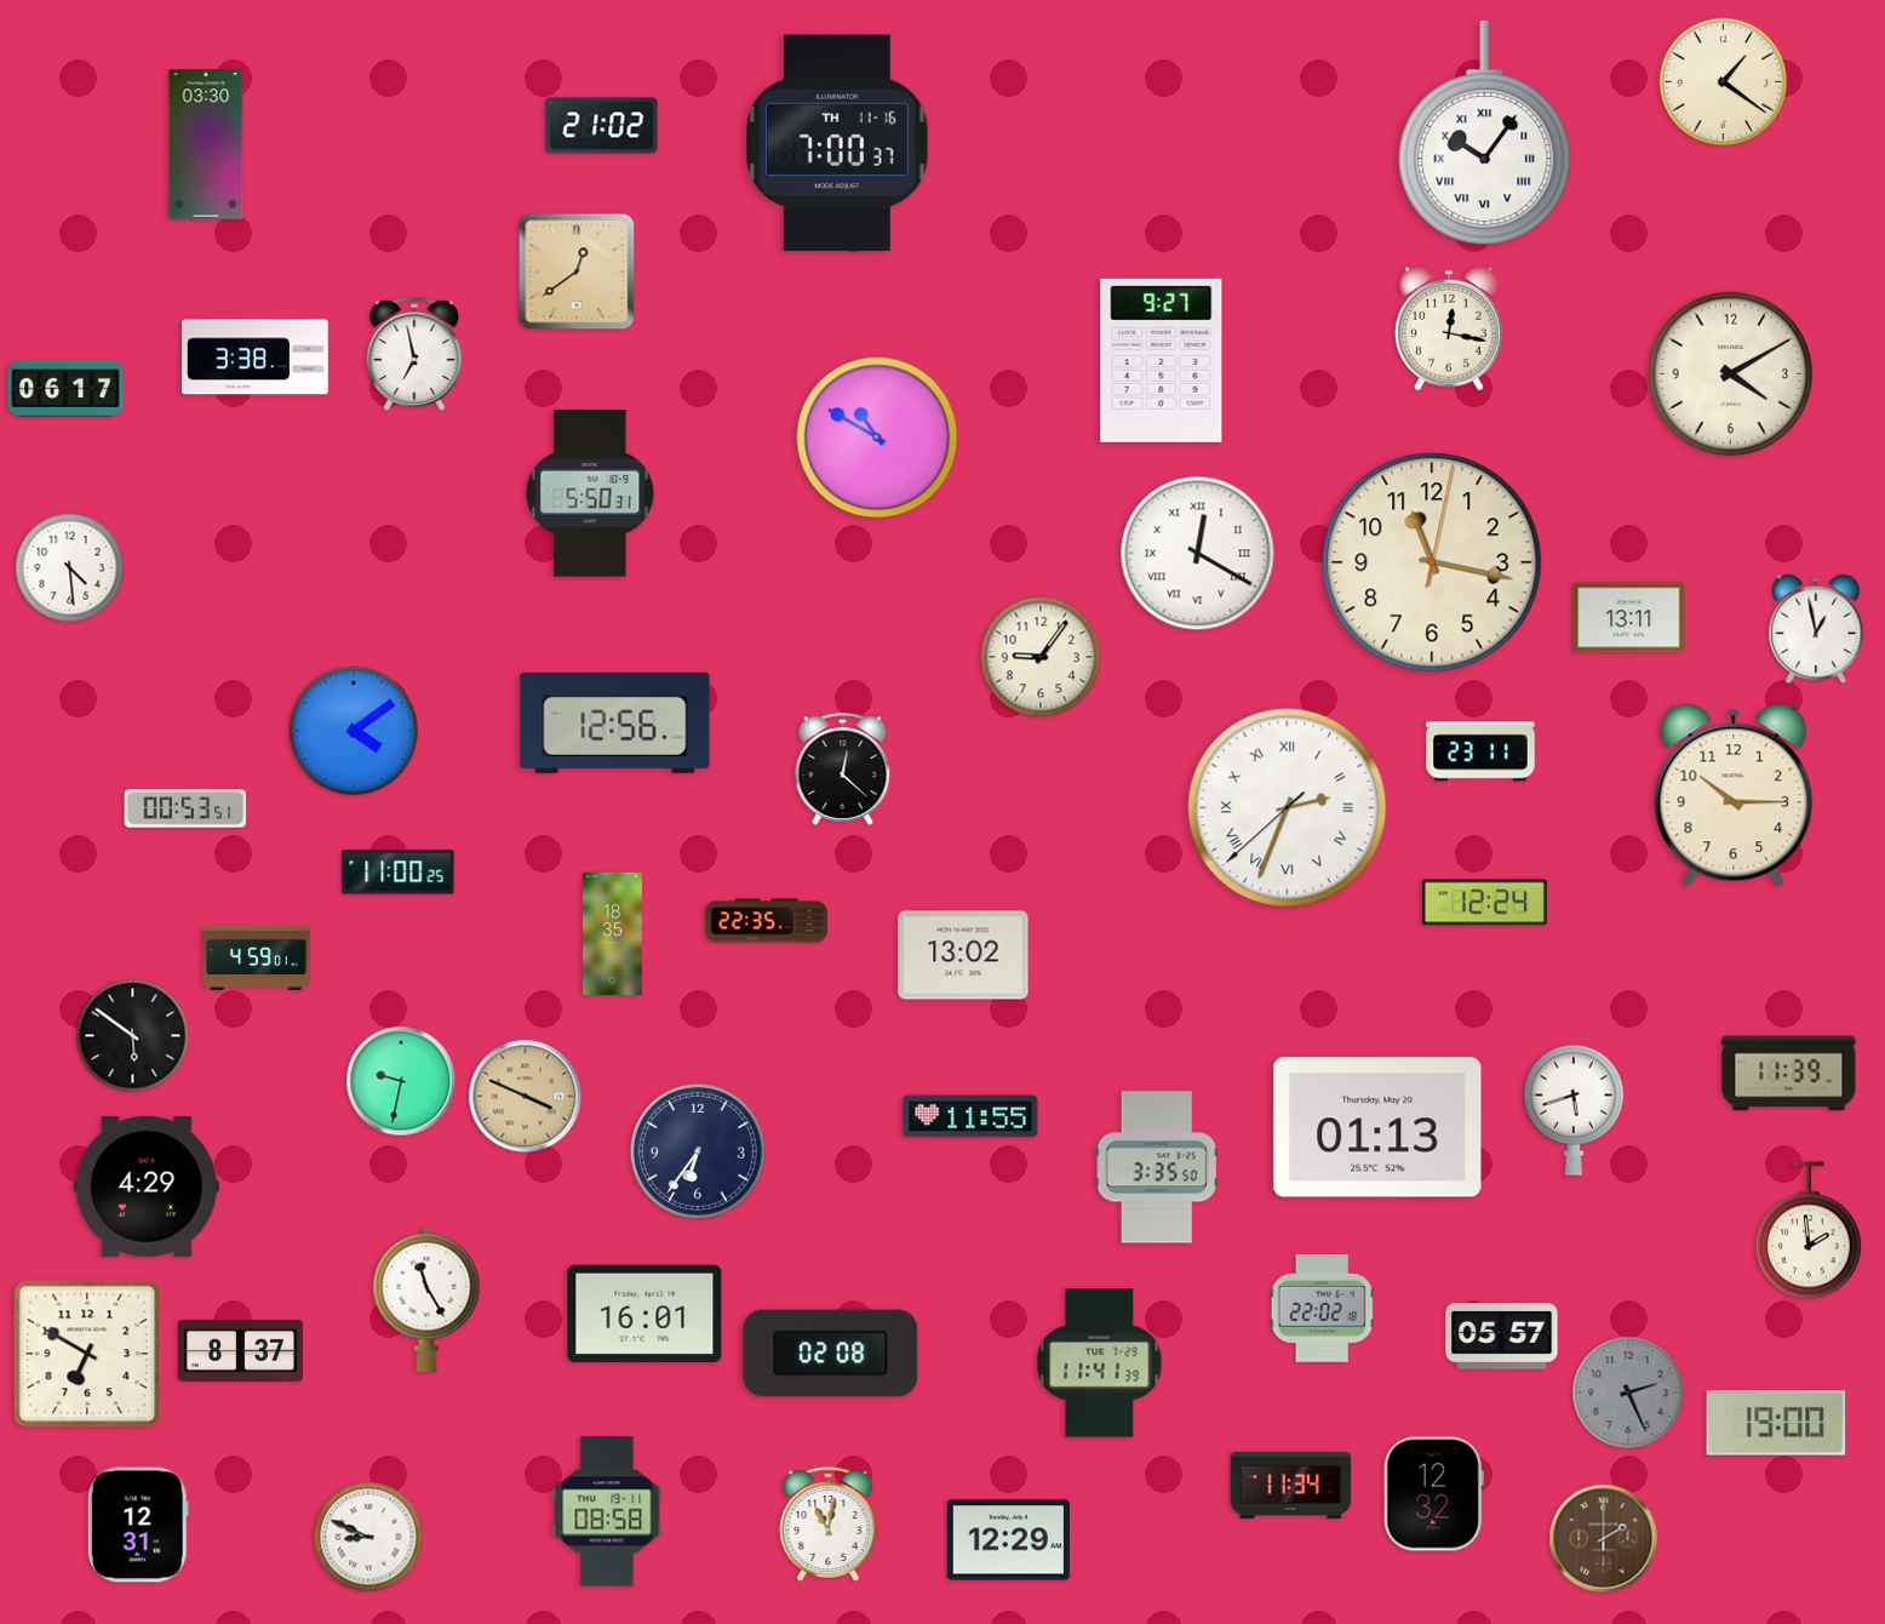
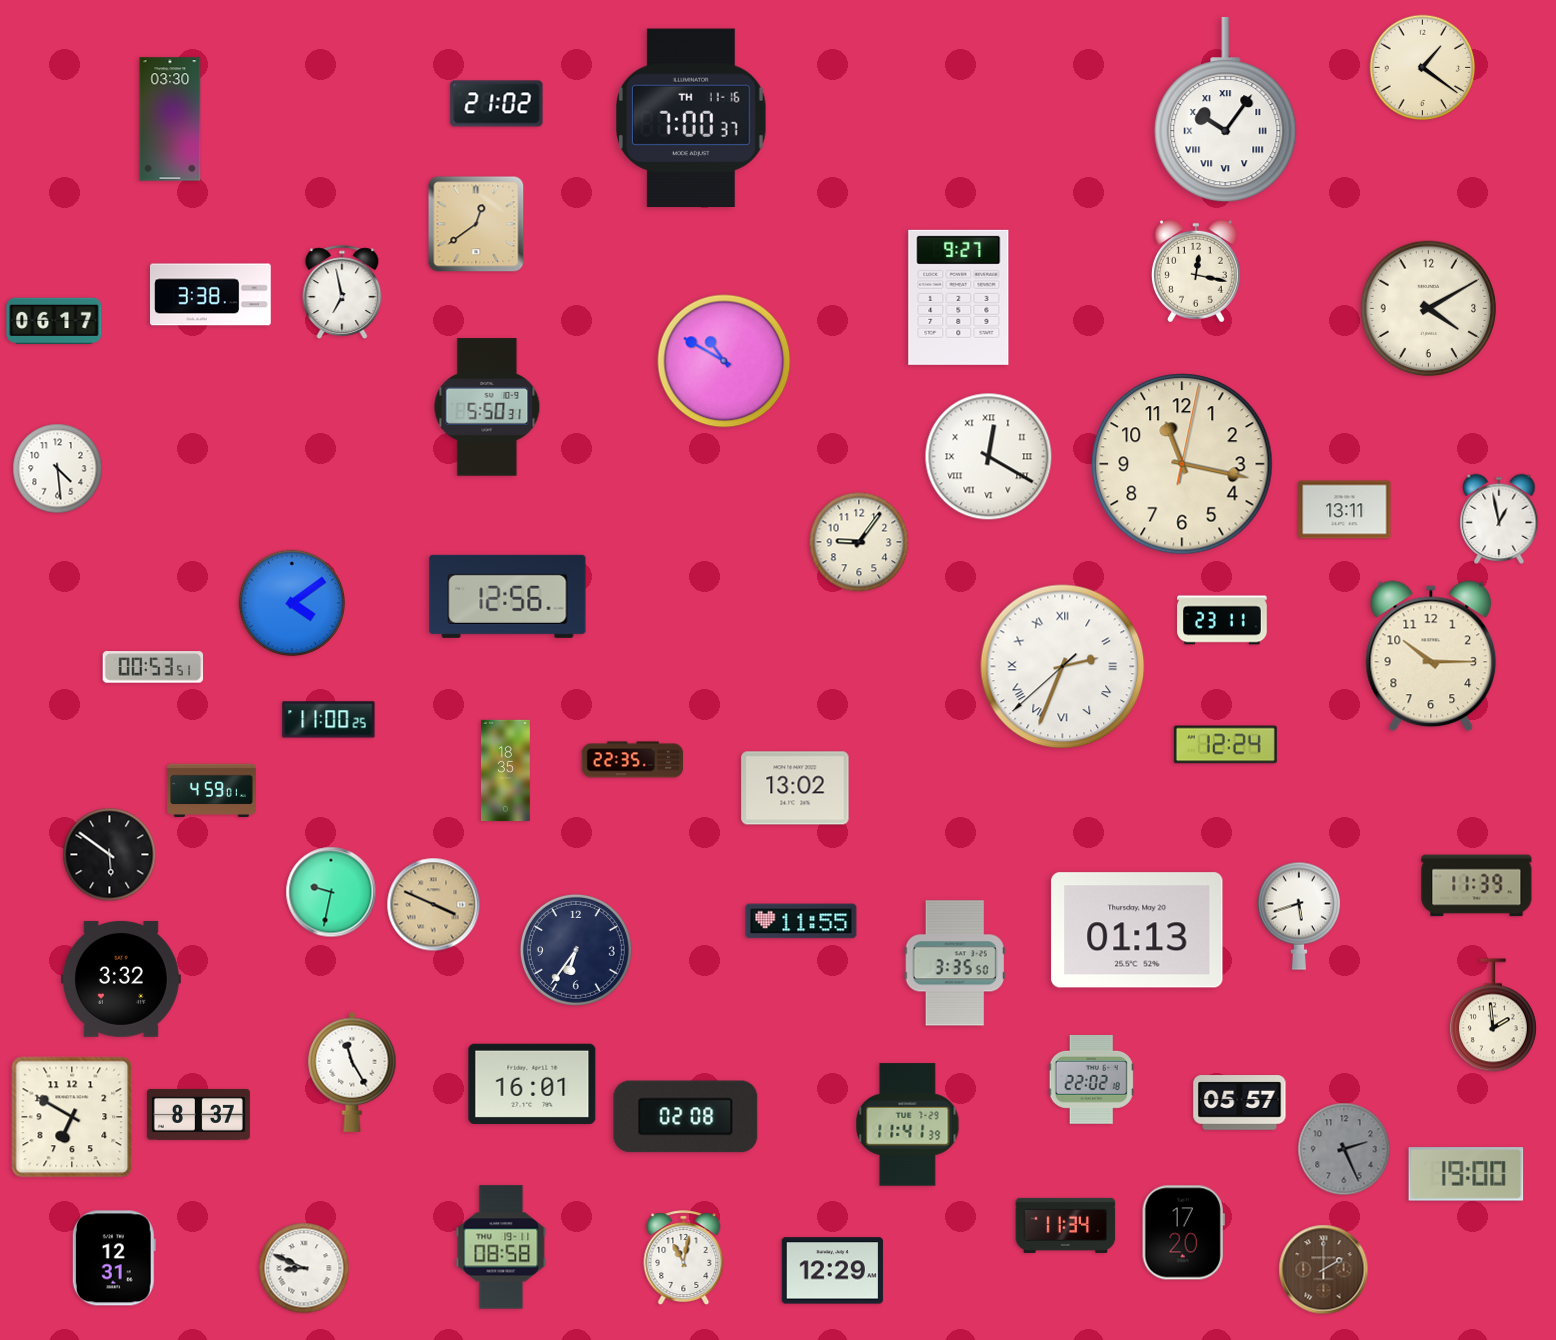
clock at (843, 768): 12:22 -> none
clock at (147, 1186): 4:29 -> 3:32
clock at (1433, 1494): 12:32 -> 17:20
